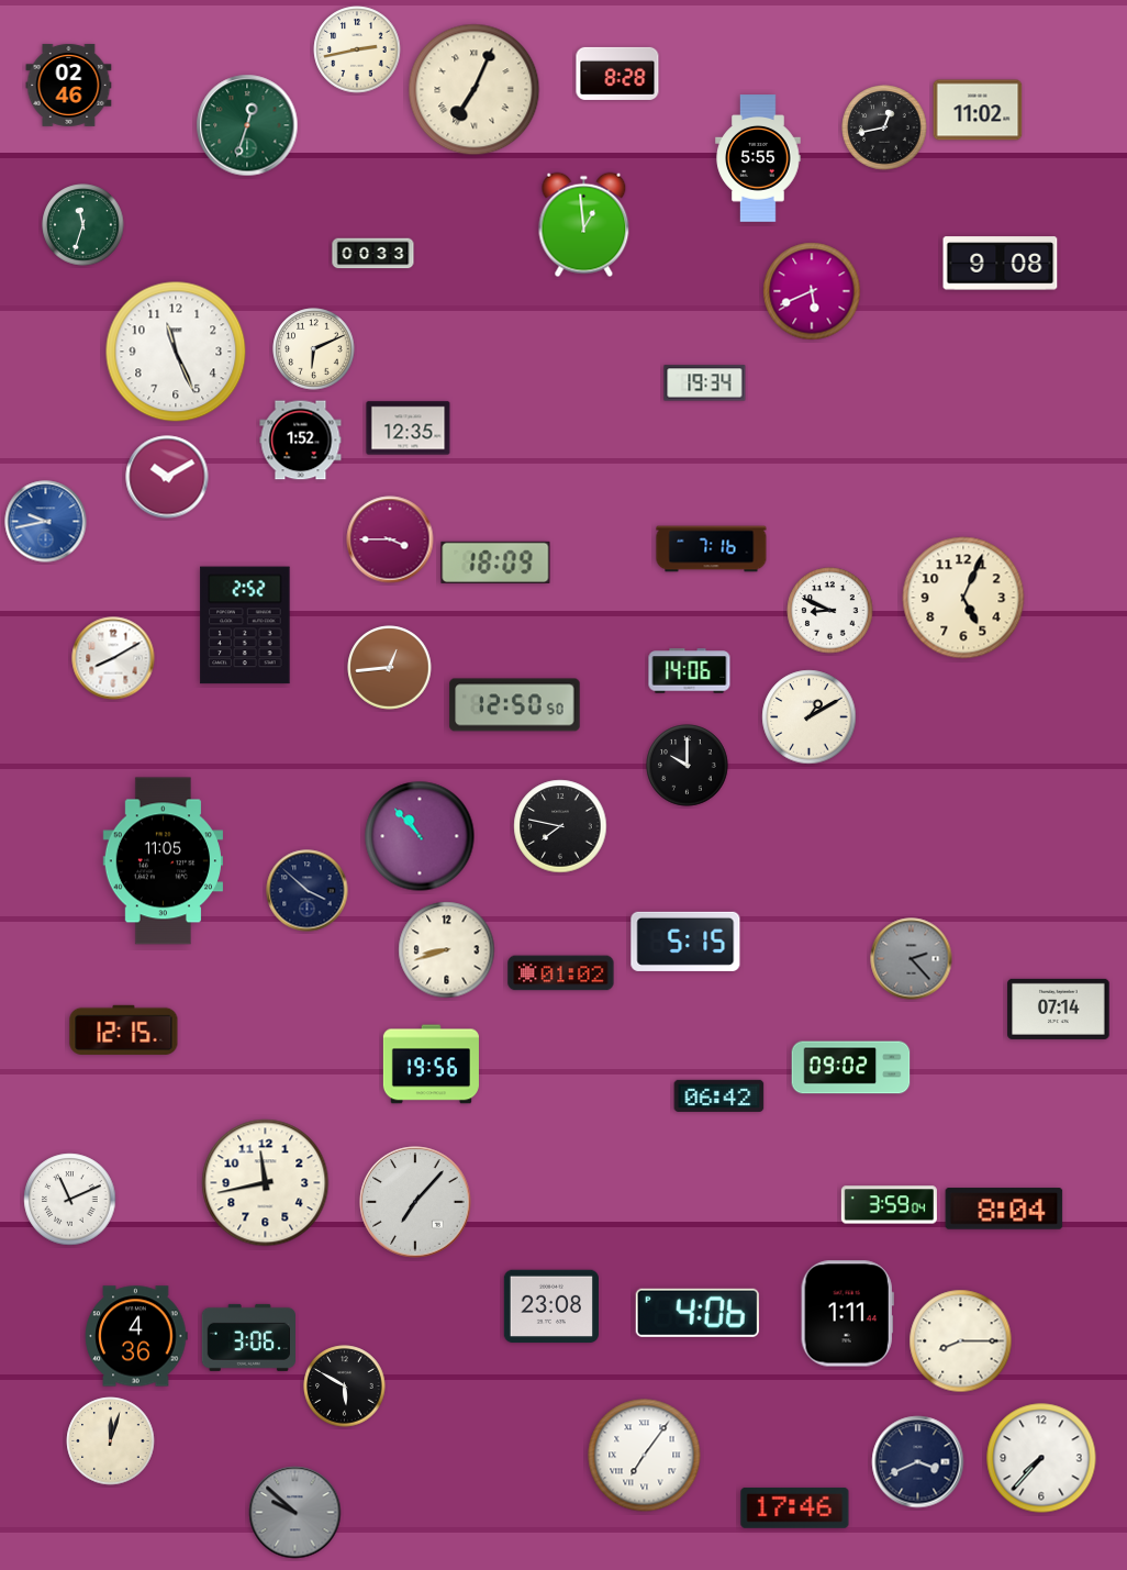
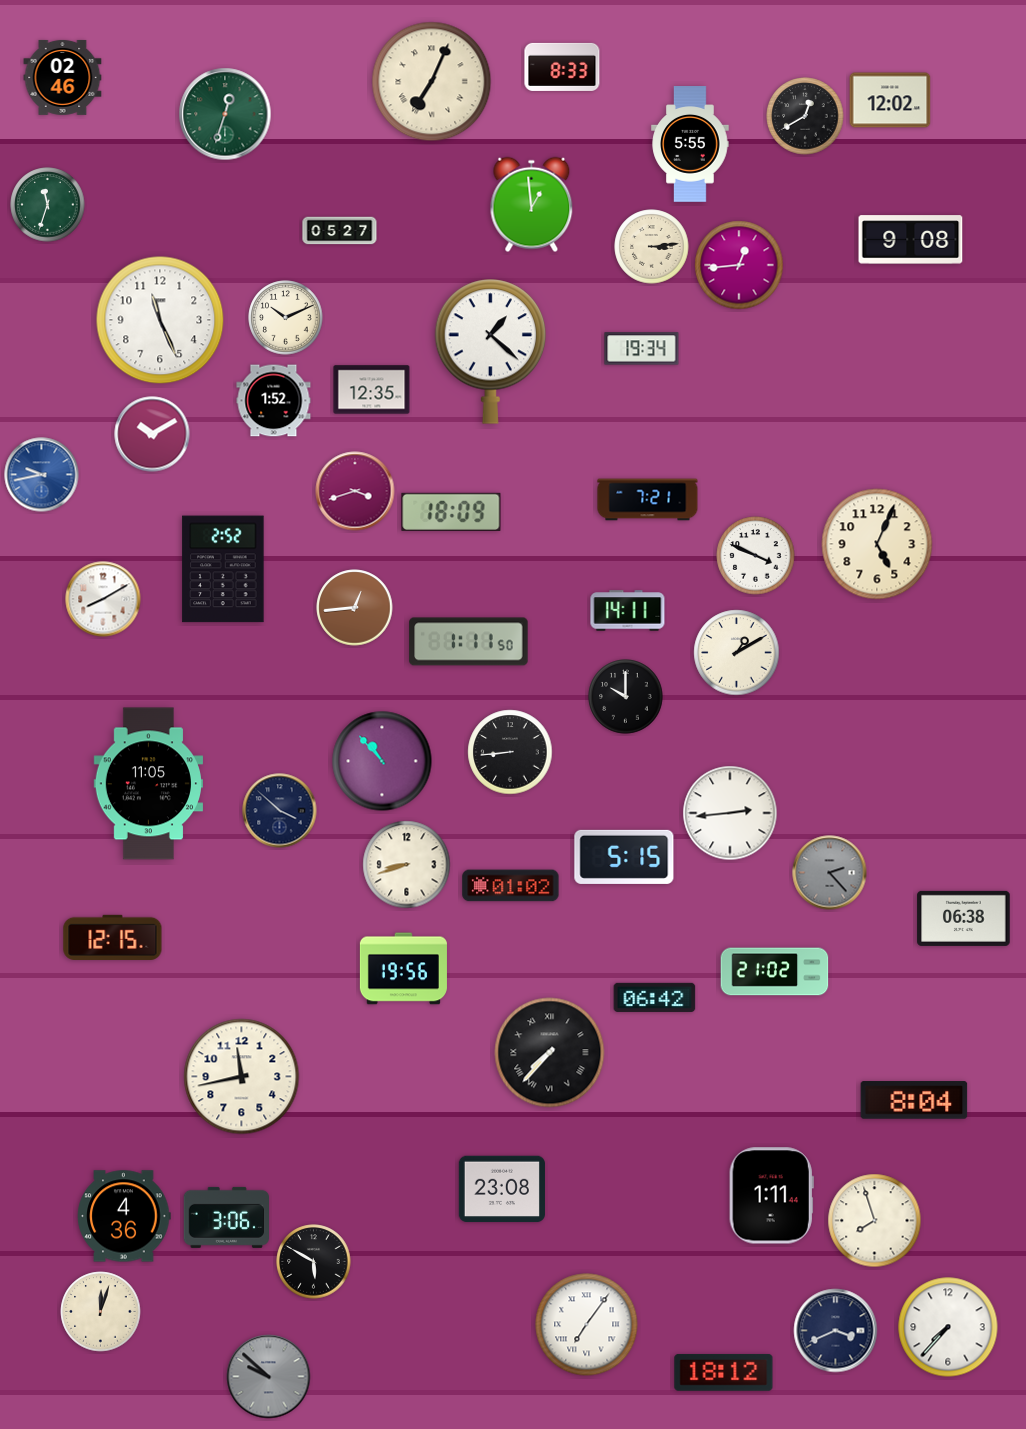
clock at (357, 49): 2:43 -> none
clock at (617, 74): 8:28 -> 8:33
clock at (978, 110): 11:02 -> 12:02
clock at (884, 127): 12:43 -> 12:40
clock at (83, 225) position: (83, 225) -> (48, 205)
clock at (373, 254): 00:33 -> 05:27
clock at (652, 247): none -> 3:14
clock at (812, 291): 5:41 -> 12:44
clock at (314, 349): 6:11 -> 10:11
clock at (491, 351): none -> 1:22
clock at (390, 539): 3:45 -> 3:42
clock at (712, 549): 7:16 -> 7:21
clock at (830, 611): 8:49 -> 3:49
clock at (690, 671): 14:06 -> 14:11
clock at (515, 705): 12:50 -> 1:11
clock at (560, 826): 7:47 -> 8:44
clock at (730, 813): none -> 2:44
clock at (1059, 1009): 07:14 -> 06:38
clock at (431, 1065) position: (431, 1065) -> (403, 969)
clock at (851, 1068): 09:02 -> 21:02
clock at (550, 1053): none -> 7:37
clock at (70, 1200): 11:11 -> none
clock at (415, 1202): 7:07 -> none
clock at (889, 1205): 3:59 -> none
clock at (698, 1313): 4:06 -> none
clock at (961, 1341): 8:15 -> 7:57
clock at (795, 1507): 17:46 -> 18:12
